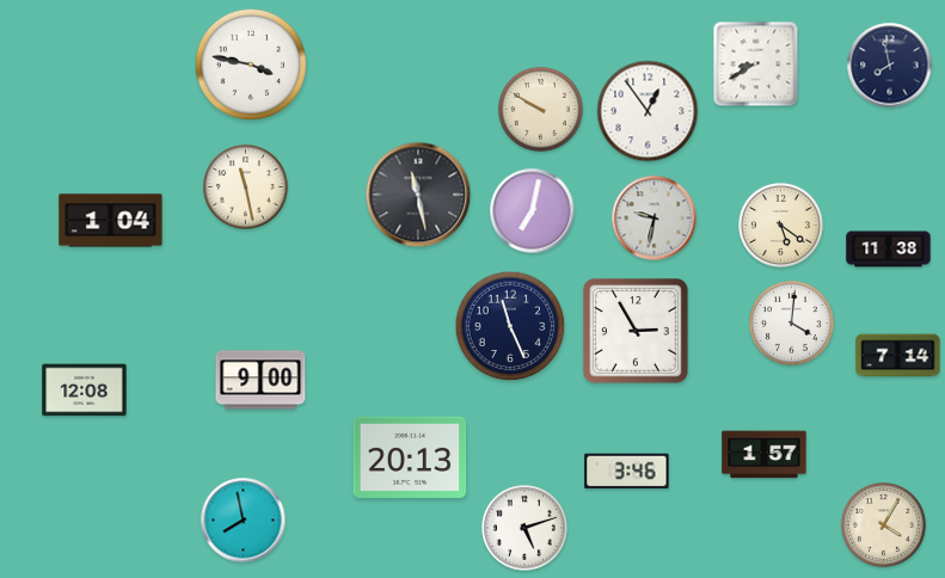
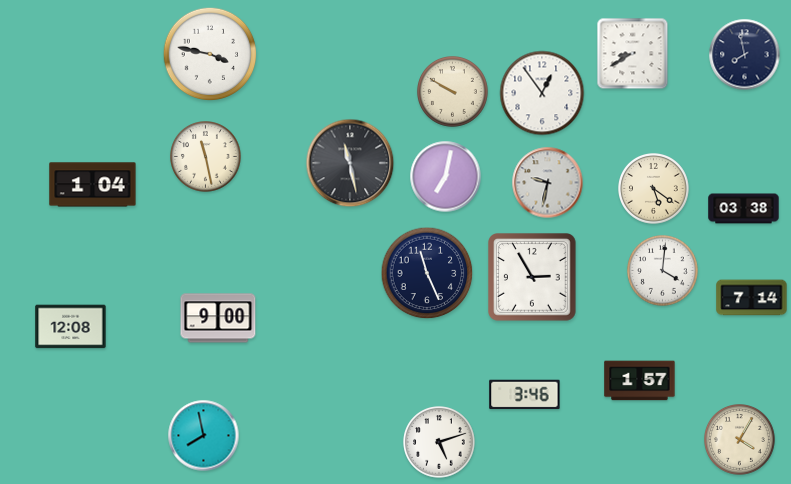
clock at (889, 250): 11:38 -> 03:38
clock at (410, 457): 20:13 -> none
